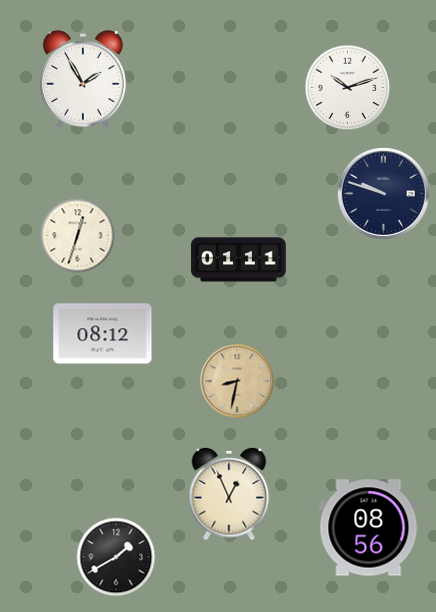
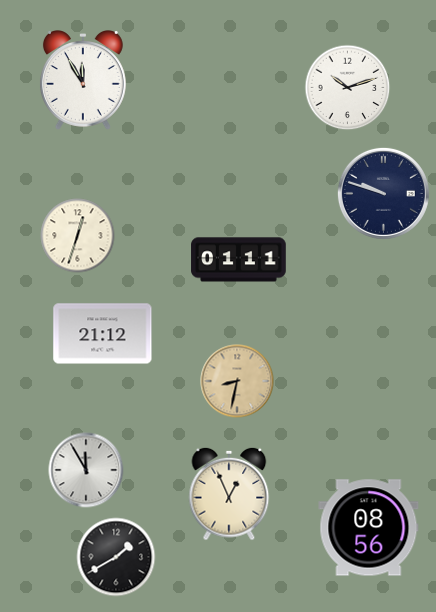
clock at (83, 80): 1:55 -> 11:55
clock at (103, 334): 08:12 -> 21:12
clock at (86, 470): none -> 11:55
